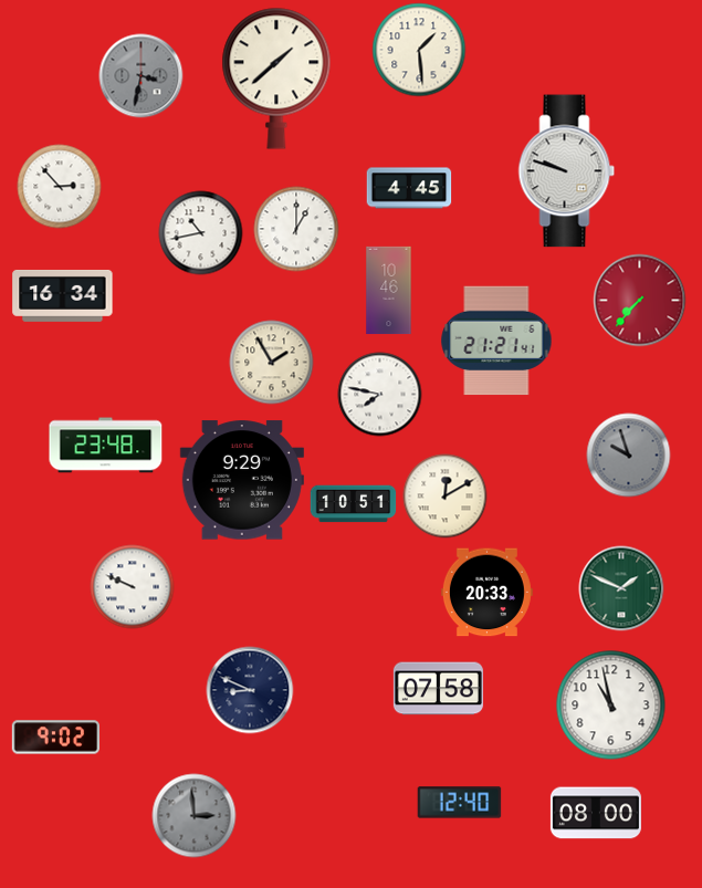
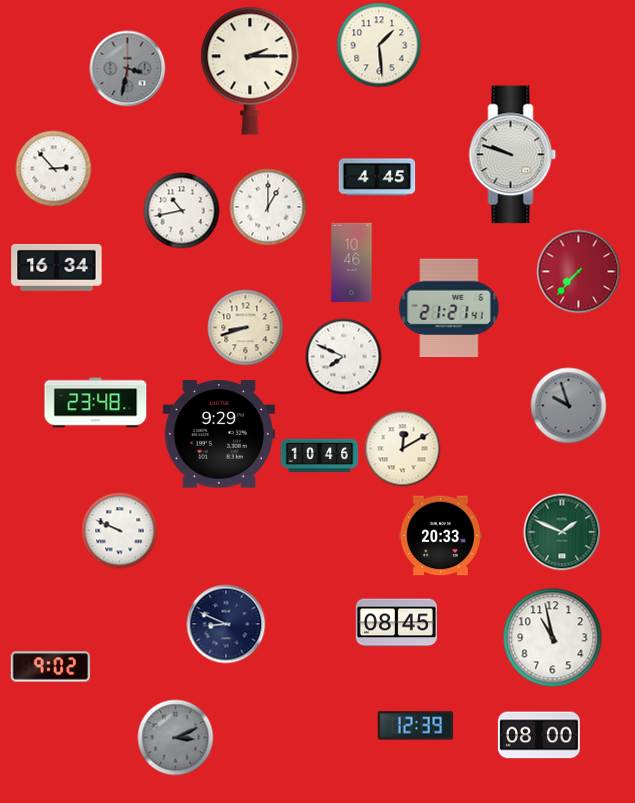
clock at (276, 79): 1:38 -> 2:15
clock at (409, 188) position: (409, 188) -> (377, 177)
clock at (272, 363): 1:55 -> 8:42
clock at (380, 395): 7:47 -> 7:49
clock at (629, 456) position: (629, 456) -> (569, 406)
clock at (354, 504): 10:51 -> 10:46
clock at (438, 689): 07:58 -> 08:45
clock at (460, 803): 12:40 -> 12:39
clock at (195, 816): 2:59 -> 3:11
